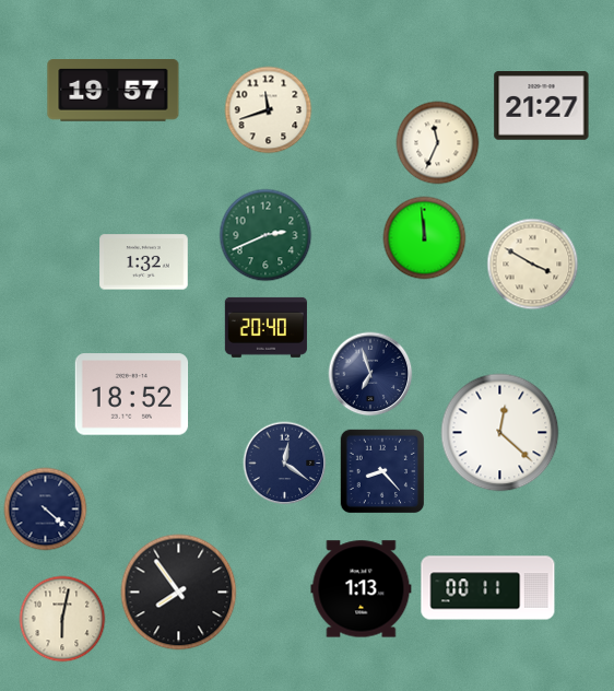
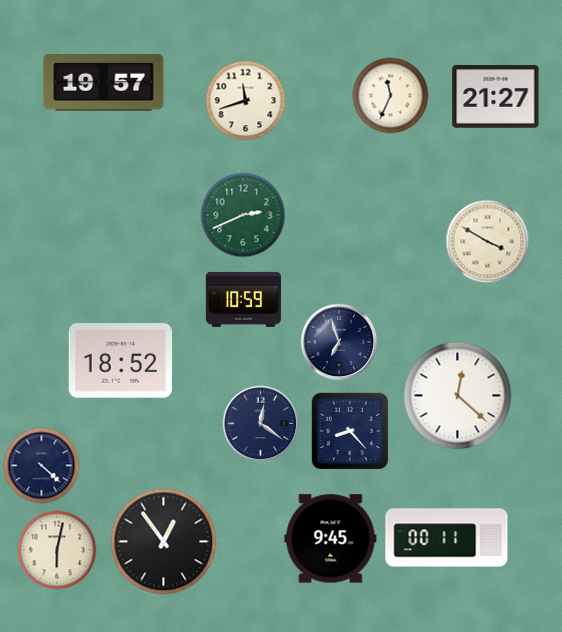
clock at (438, 143) position: (438, 143) -> (391, 96)
clock at (425, 238): 11:59 -> none
clock at (144, 262): 1:32 -> none
clock at (265, 327): 20:40 -> 10:59
clock at (362, 589): 1:13 -> 9:45
clock at (179, 593): 7:54 -> 12:54
clock at (62, 619) position: (62, 619) -> (57, 550)
